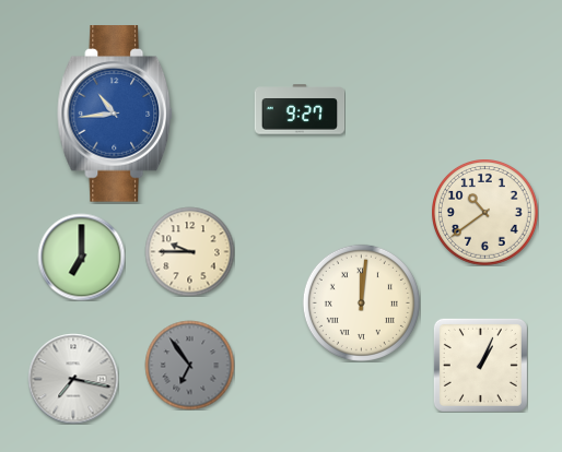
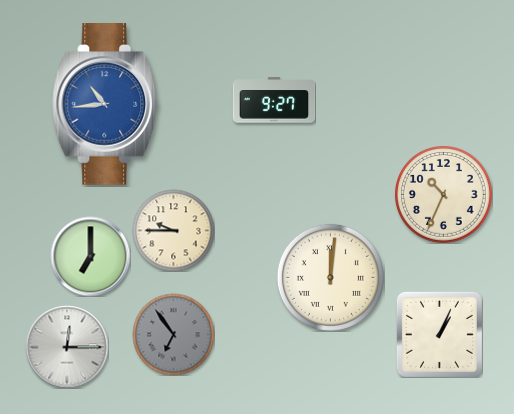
clock at (485, 213): 10:39 -> 10:34
clock at (81, 257) position: (81, 257) -> (90, 256)
clock at (73, 379): 7:17 -> 12:15
